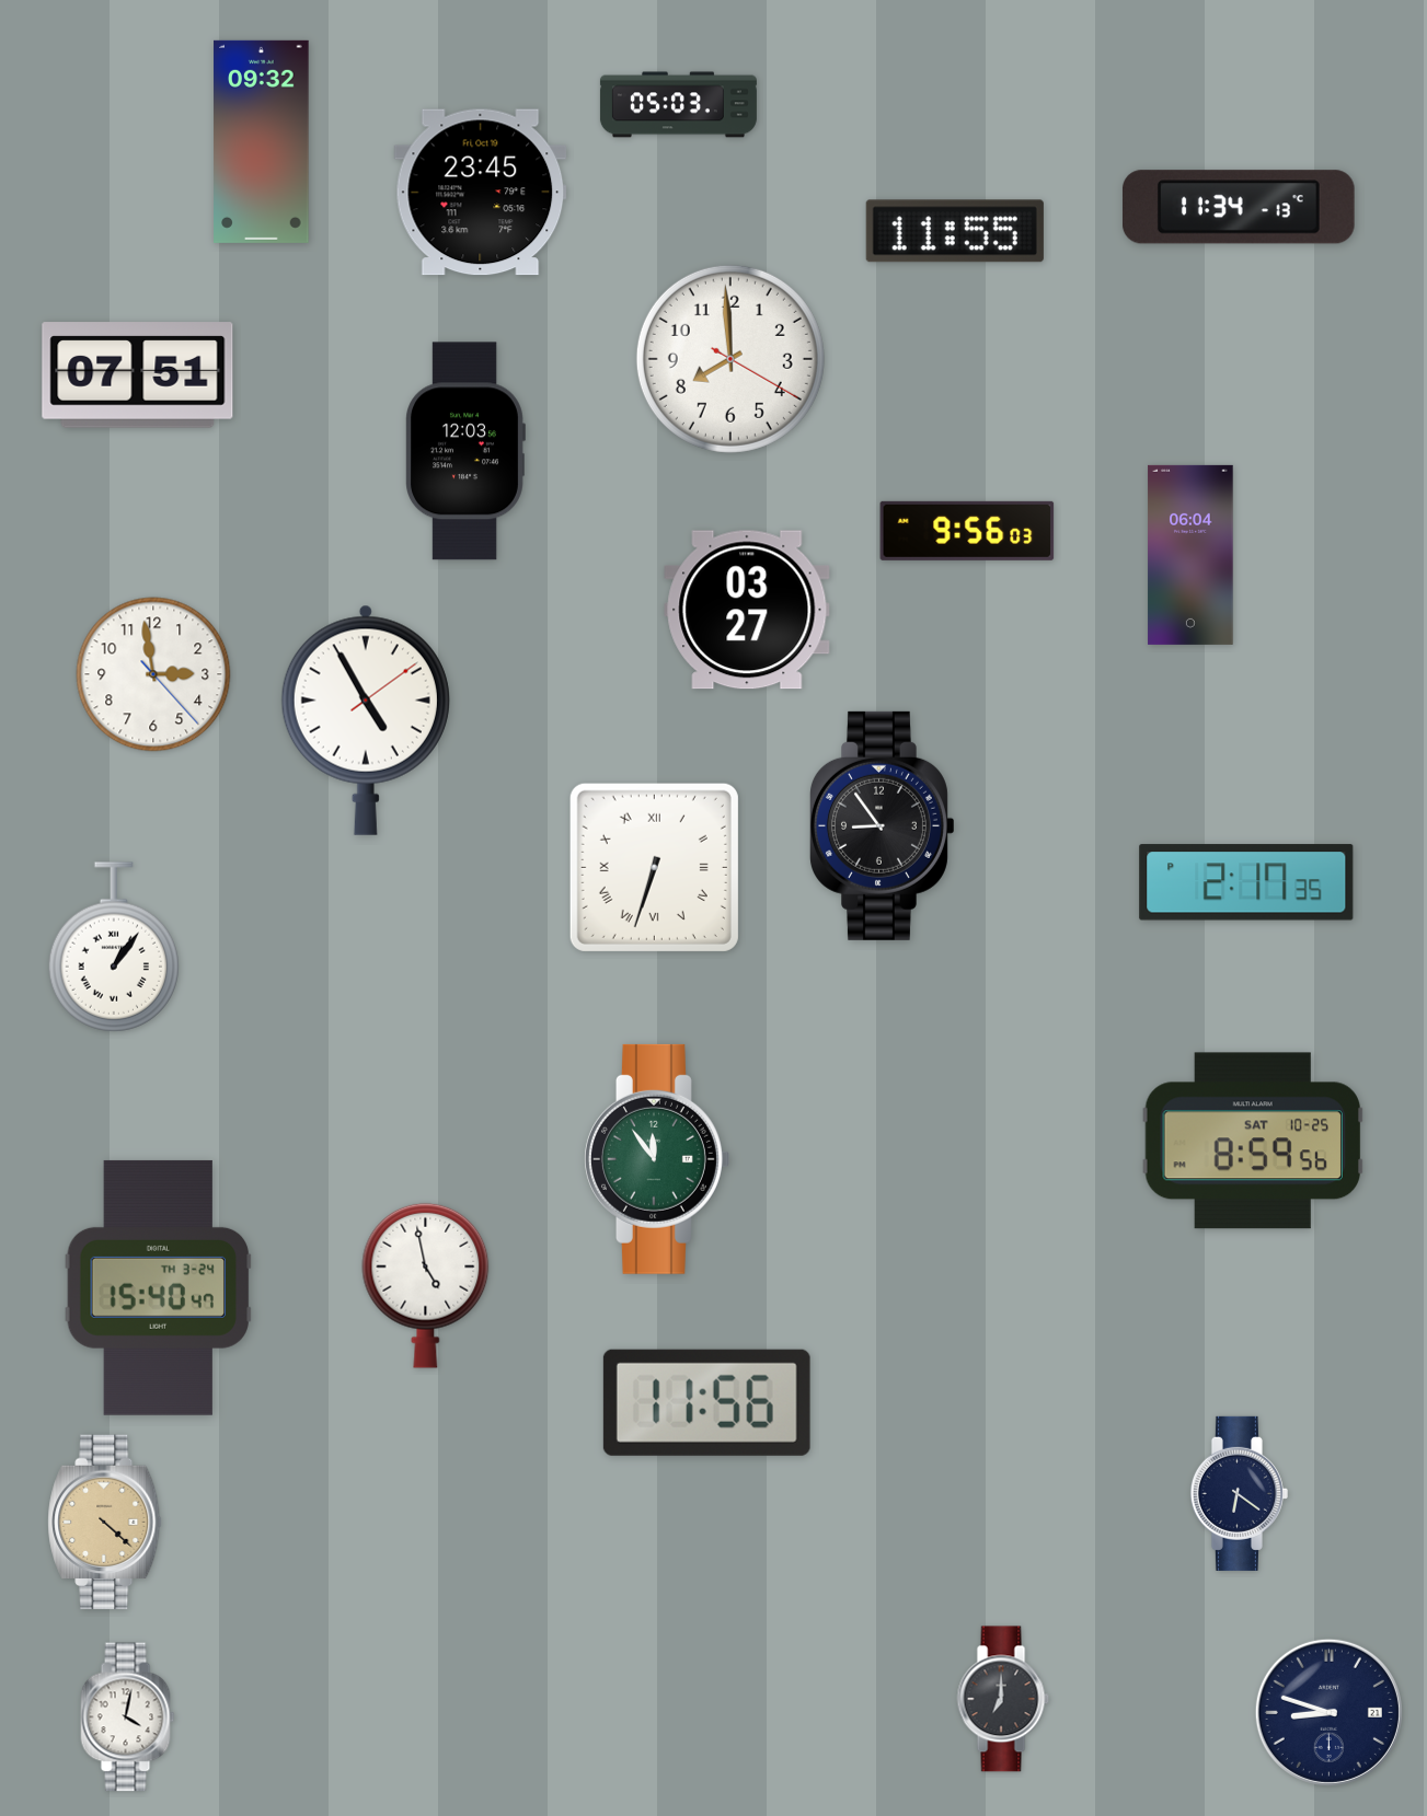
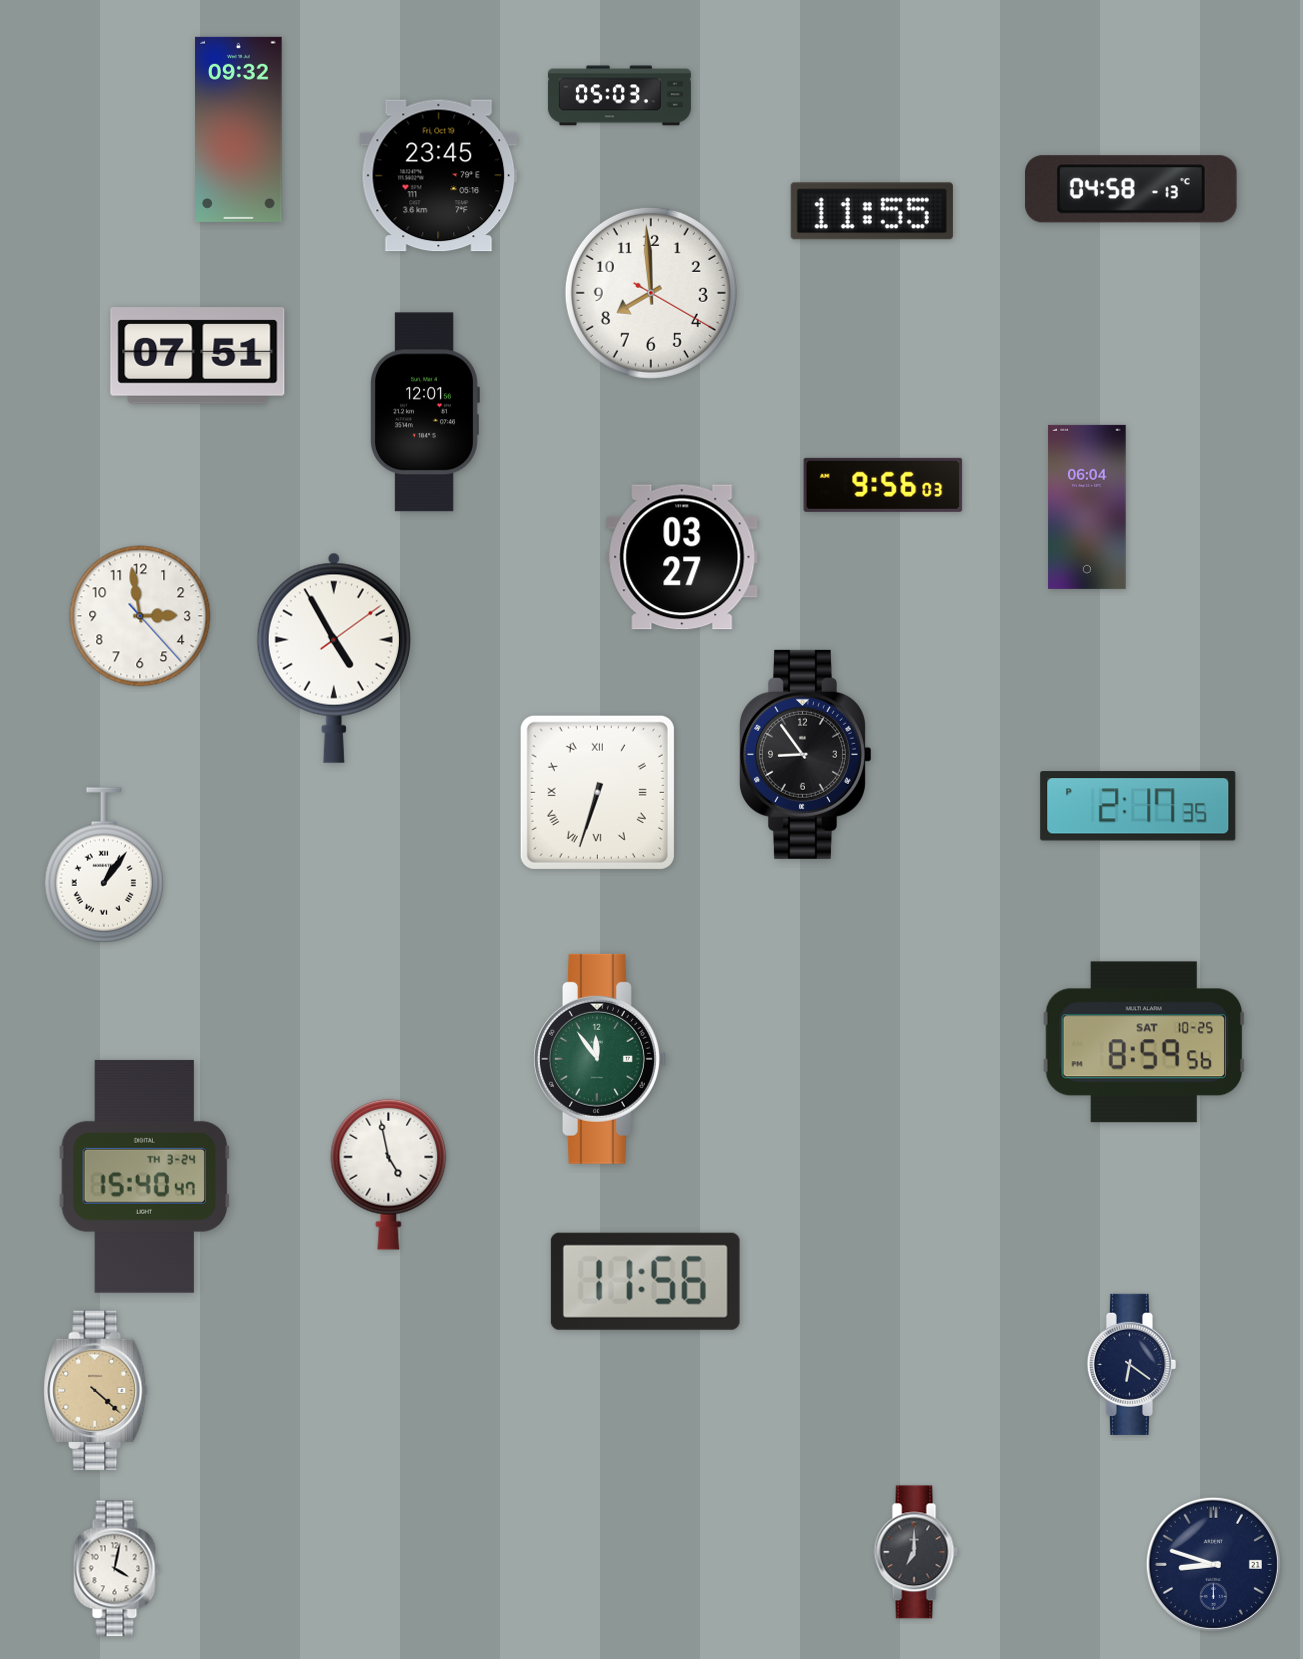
clock at (1239, 207): 11:34 -> 04:58
clock at (730, 359) position: (730, 359) -> (651, 293)
clock at (138, 375) position: (138, 375) -> (198, 356)
clock at (465, 451): 12:03 -> 12:01
